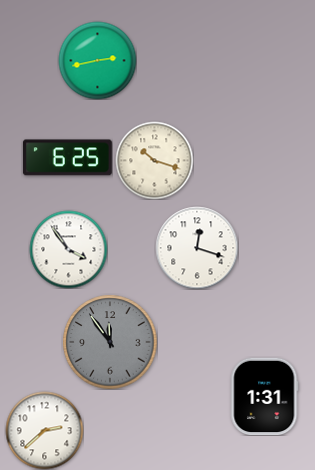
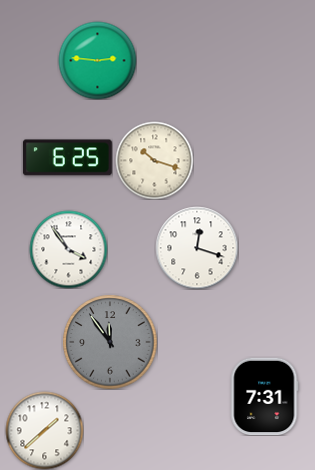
clock at (97, 60): 2:43 -> 2:46
clock at (264, 396): 1:31 -> 7:31
clock at (44, 430): 2:38 -> 1:38
